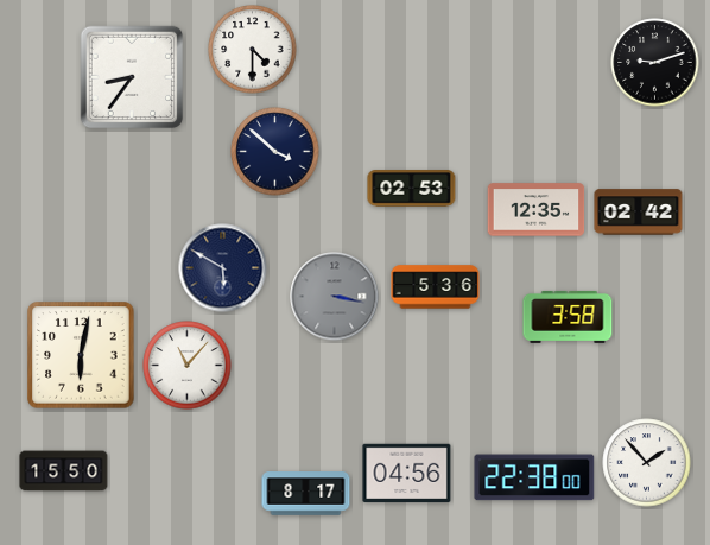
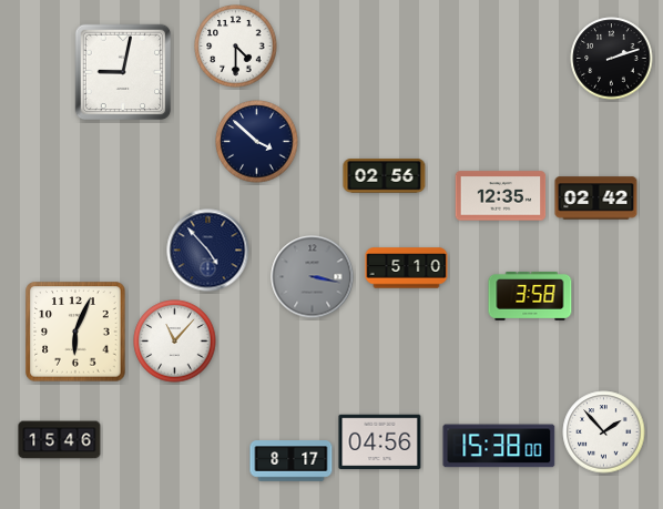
clock at (655, 63): 9:12 -> 2:12
clock at (132, 77): 8:36 -> 9:02
clock at (412, 189): 02:53 -> 02:56
clock at (223, 268): 5:50 -> 4:53
clock at (436, 287): 5:36 -> 5:10
clock at (81, 355): 6:02 -> 6:04
clock at (64, 471): 15:50 -> 15:46
clock at (534, 477): 22:38 -> 15:38
clock at (306, 494) position: (306, 494) -> (292, 461)
